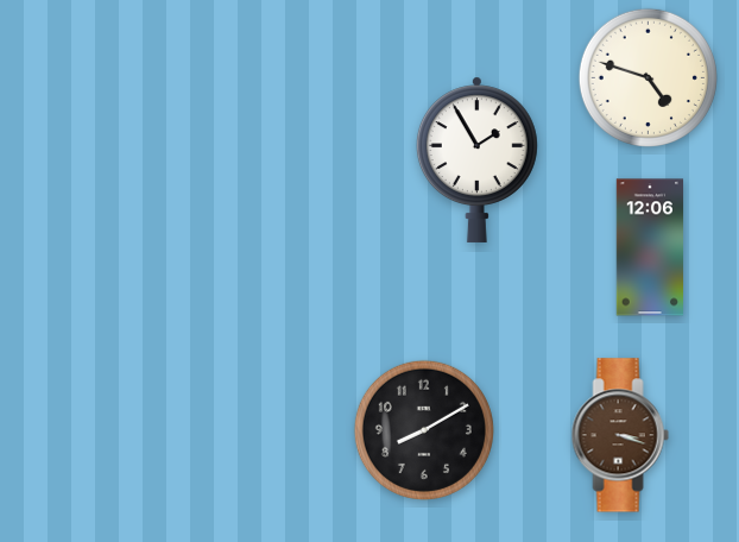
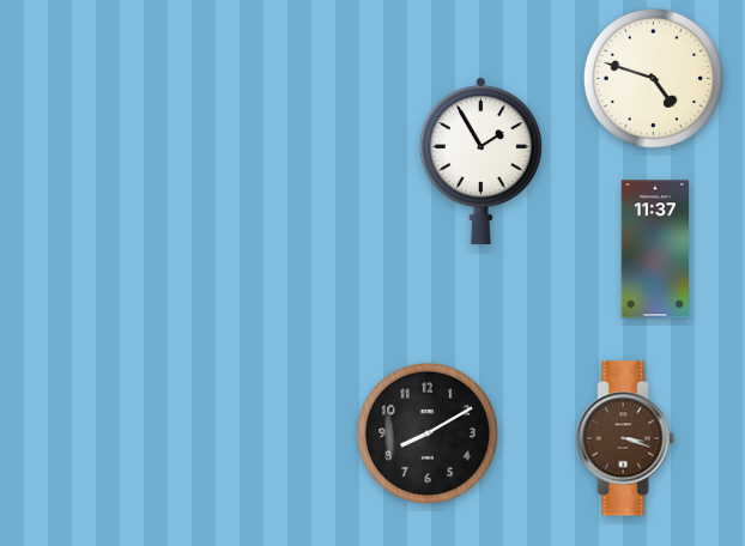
clock at (650, 247): 12:06 -> 11:37
